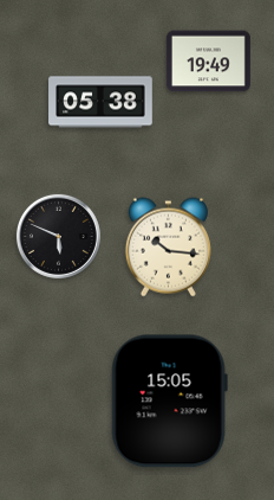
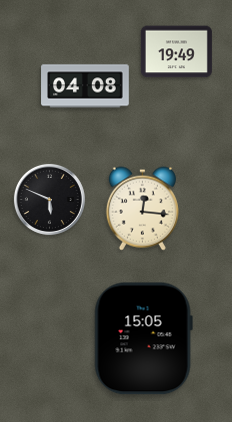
clock at (100, 102): 05:38 -> 04:08
clock at (168, 248): 10:16 -> 12:16
